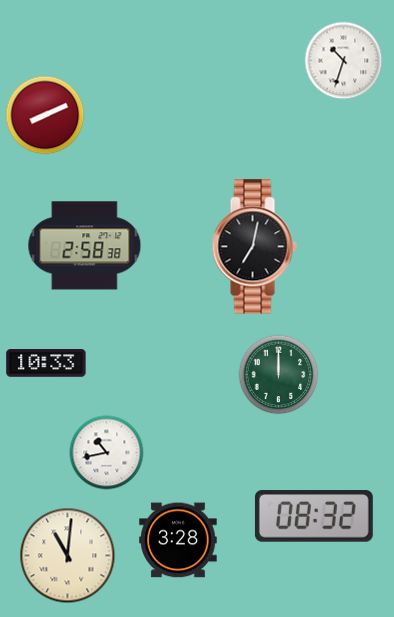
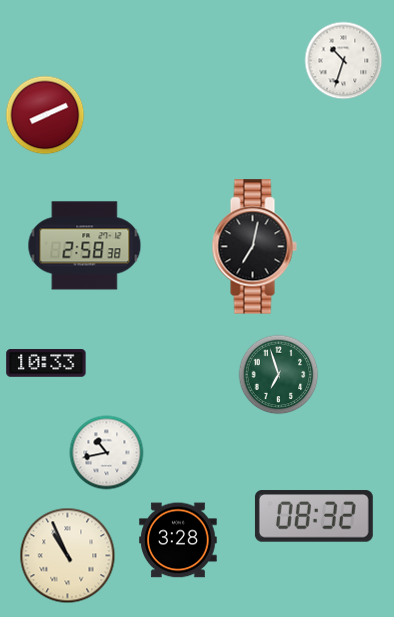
clock at (279, 375): 12:00 -> 6:57
clock at (68, 556): 11:01 -> 10:56
